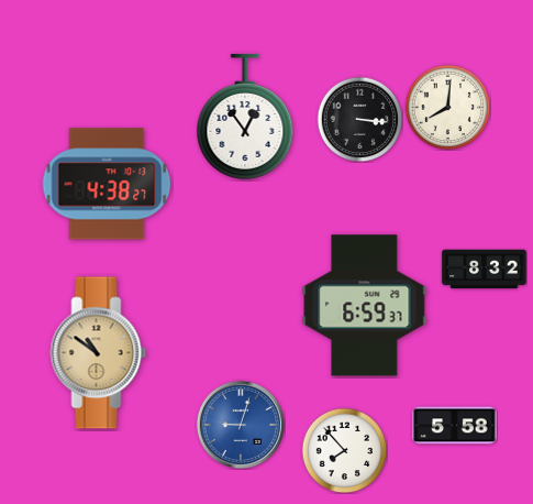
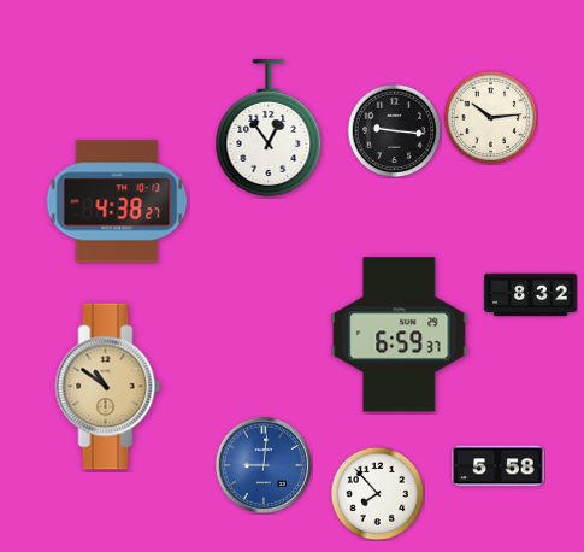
clock at (447, 107): 8:01 -> 10:14
clock at (359, 119): 3:16 -> 9:16
clock at (241, 425): 9:03 -> 9:01
